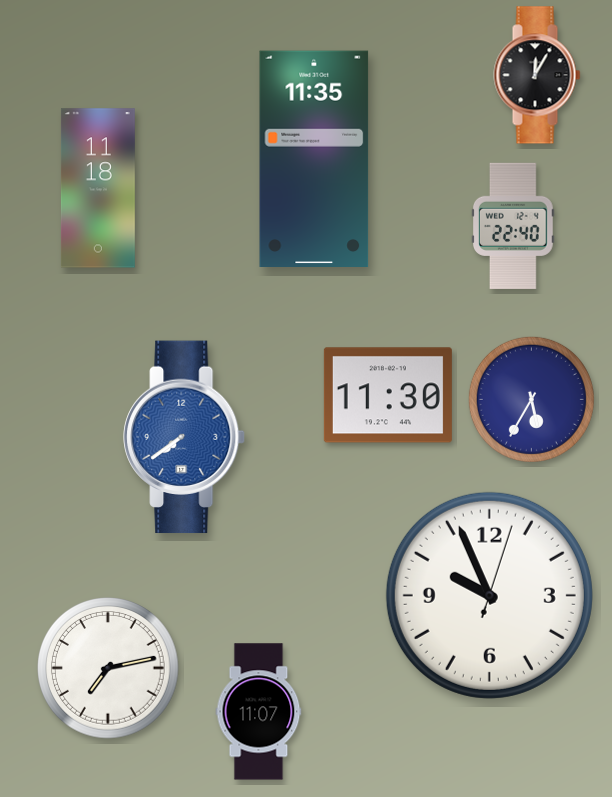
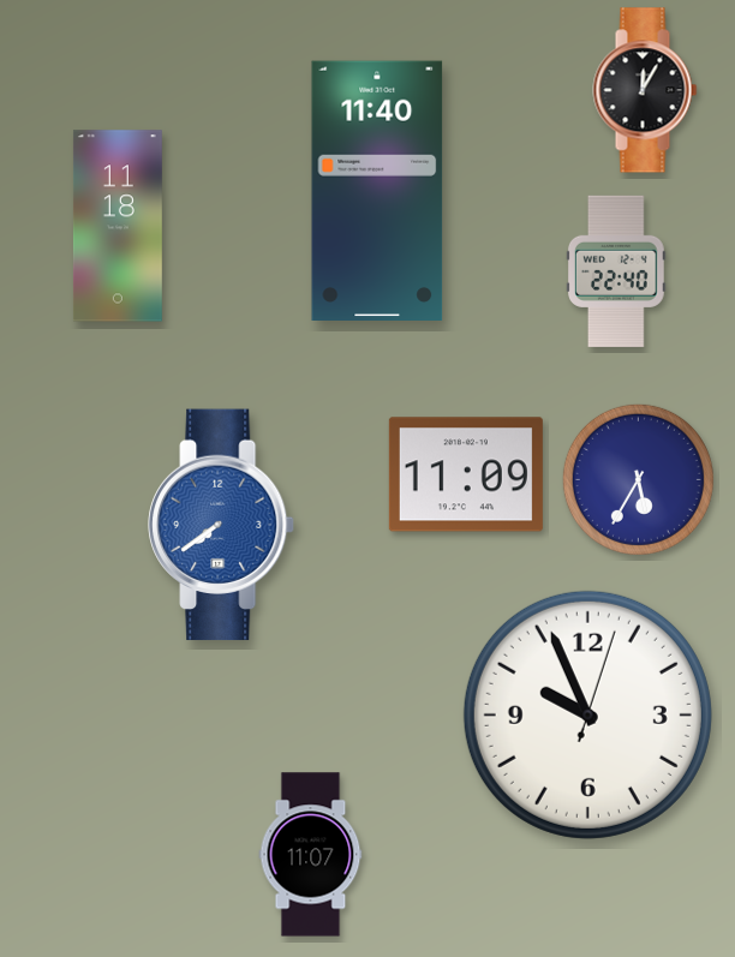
clock at (314, 159): 11:35 -> 11:40
clock at (388, 395): 11:30 -> 11:09
clock at (108, 668): 7:13 -> none
